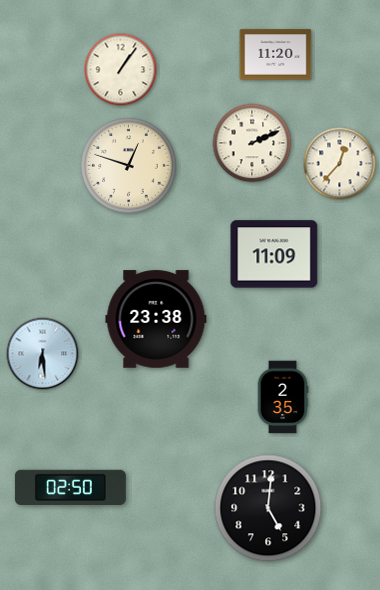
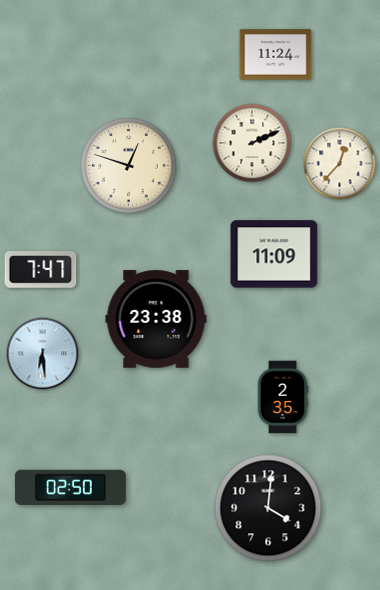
clock at (276, 55): 11:20 -> 11:24
clock at (121, 70): 1:06 -> none
clock at (41, 270): none -> 7:47
clock at (268, 508): 5:01 -> 4:01
